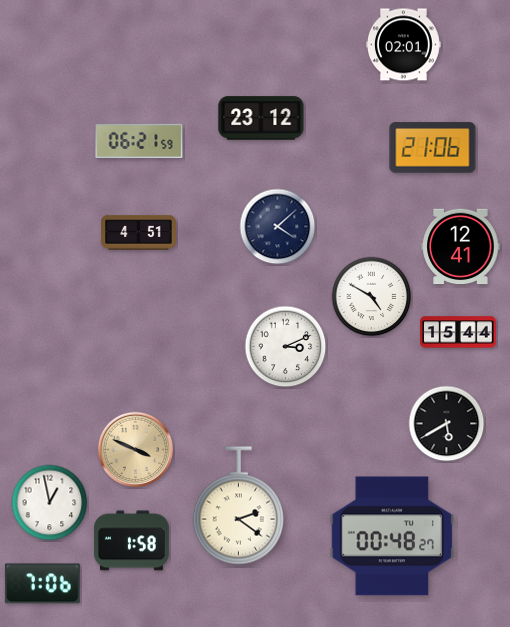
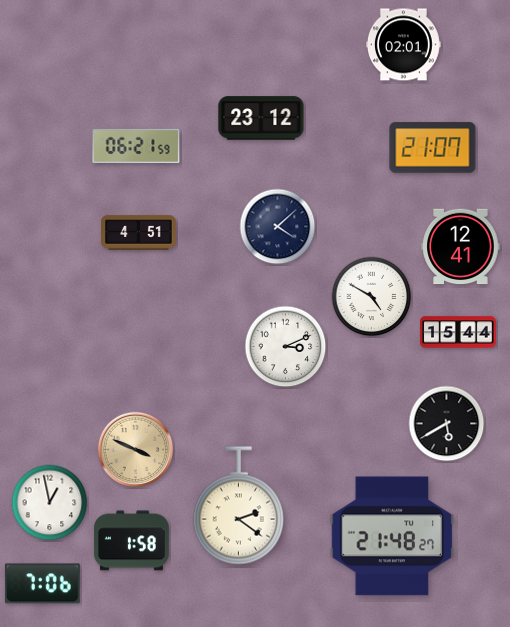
clock at (139, 141) position: (139, 141) -> (136, 146)
clock at (433, 148): 21:06 -> 21:07
clock at (392, 536): 00:48 -> 21:48
